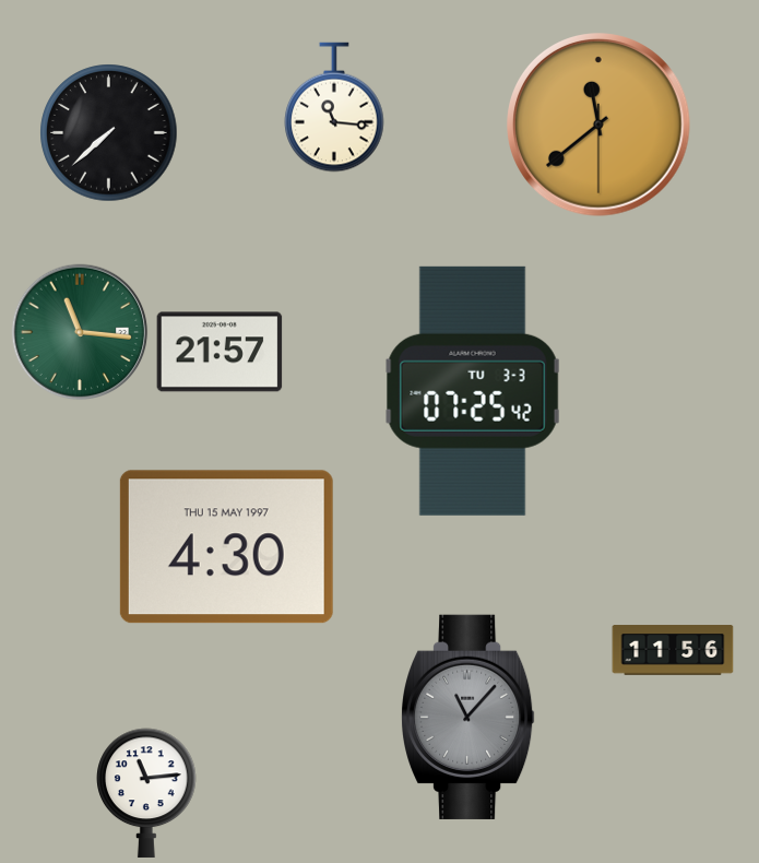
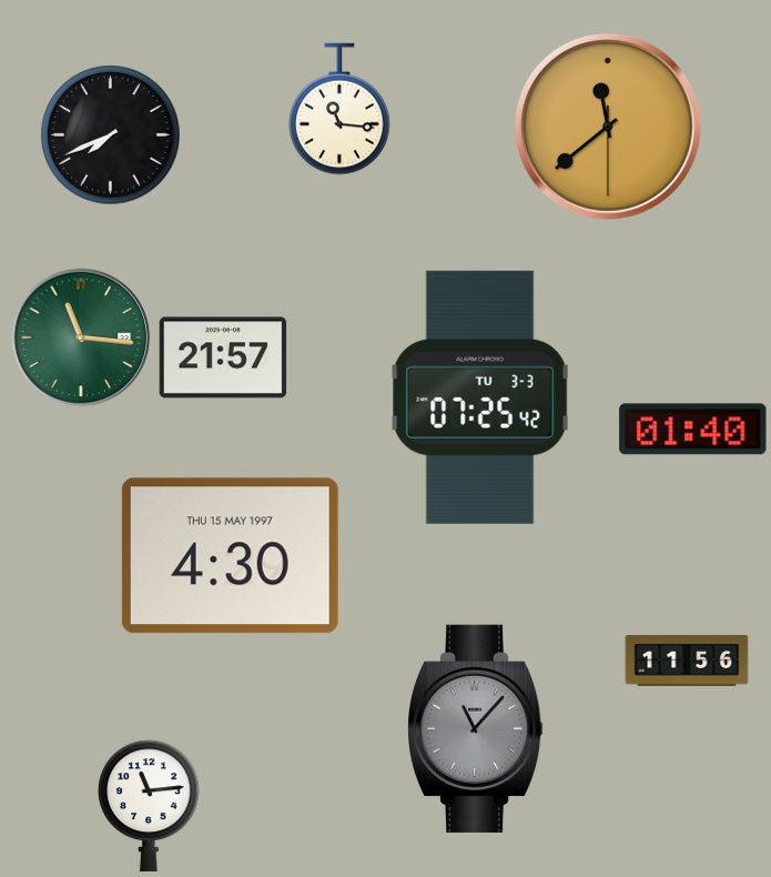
clock at (109, 133): 7:38 -> 7:41
clock at (693, 430): none -> 01:40
clock at (673, 650) position: (673, 650) -> (687, 661)
